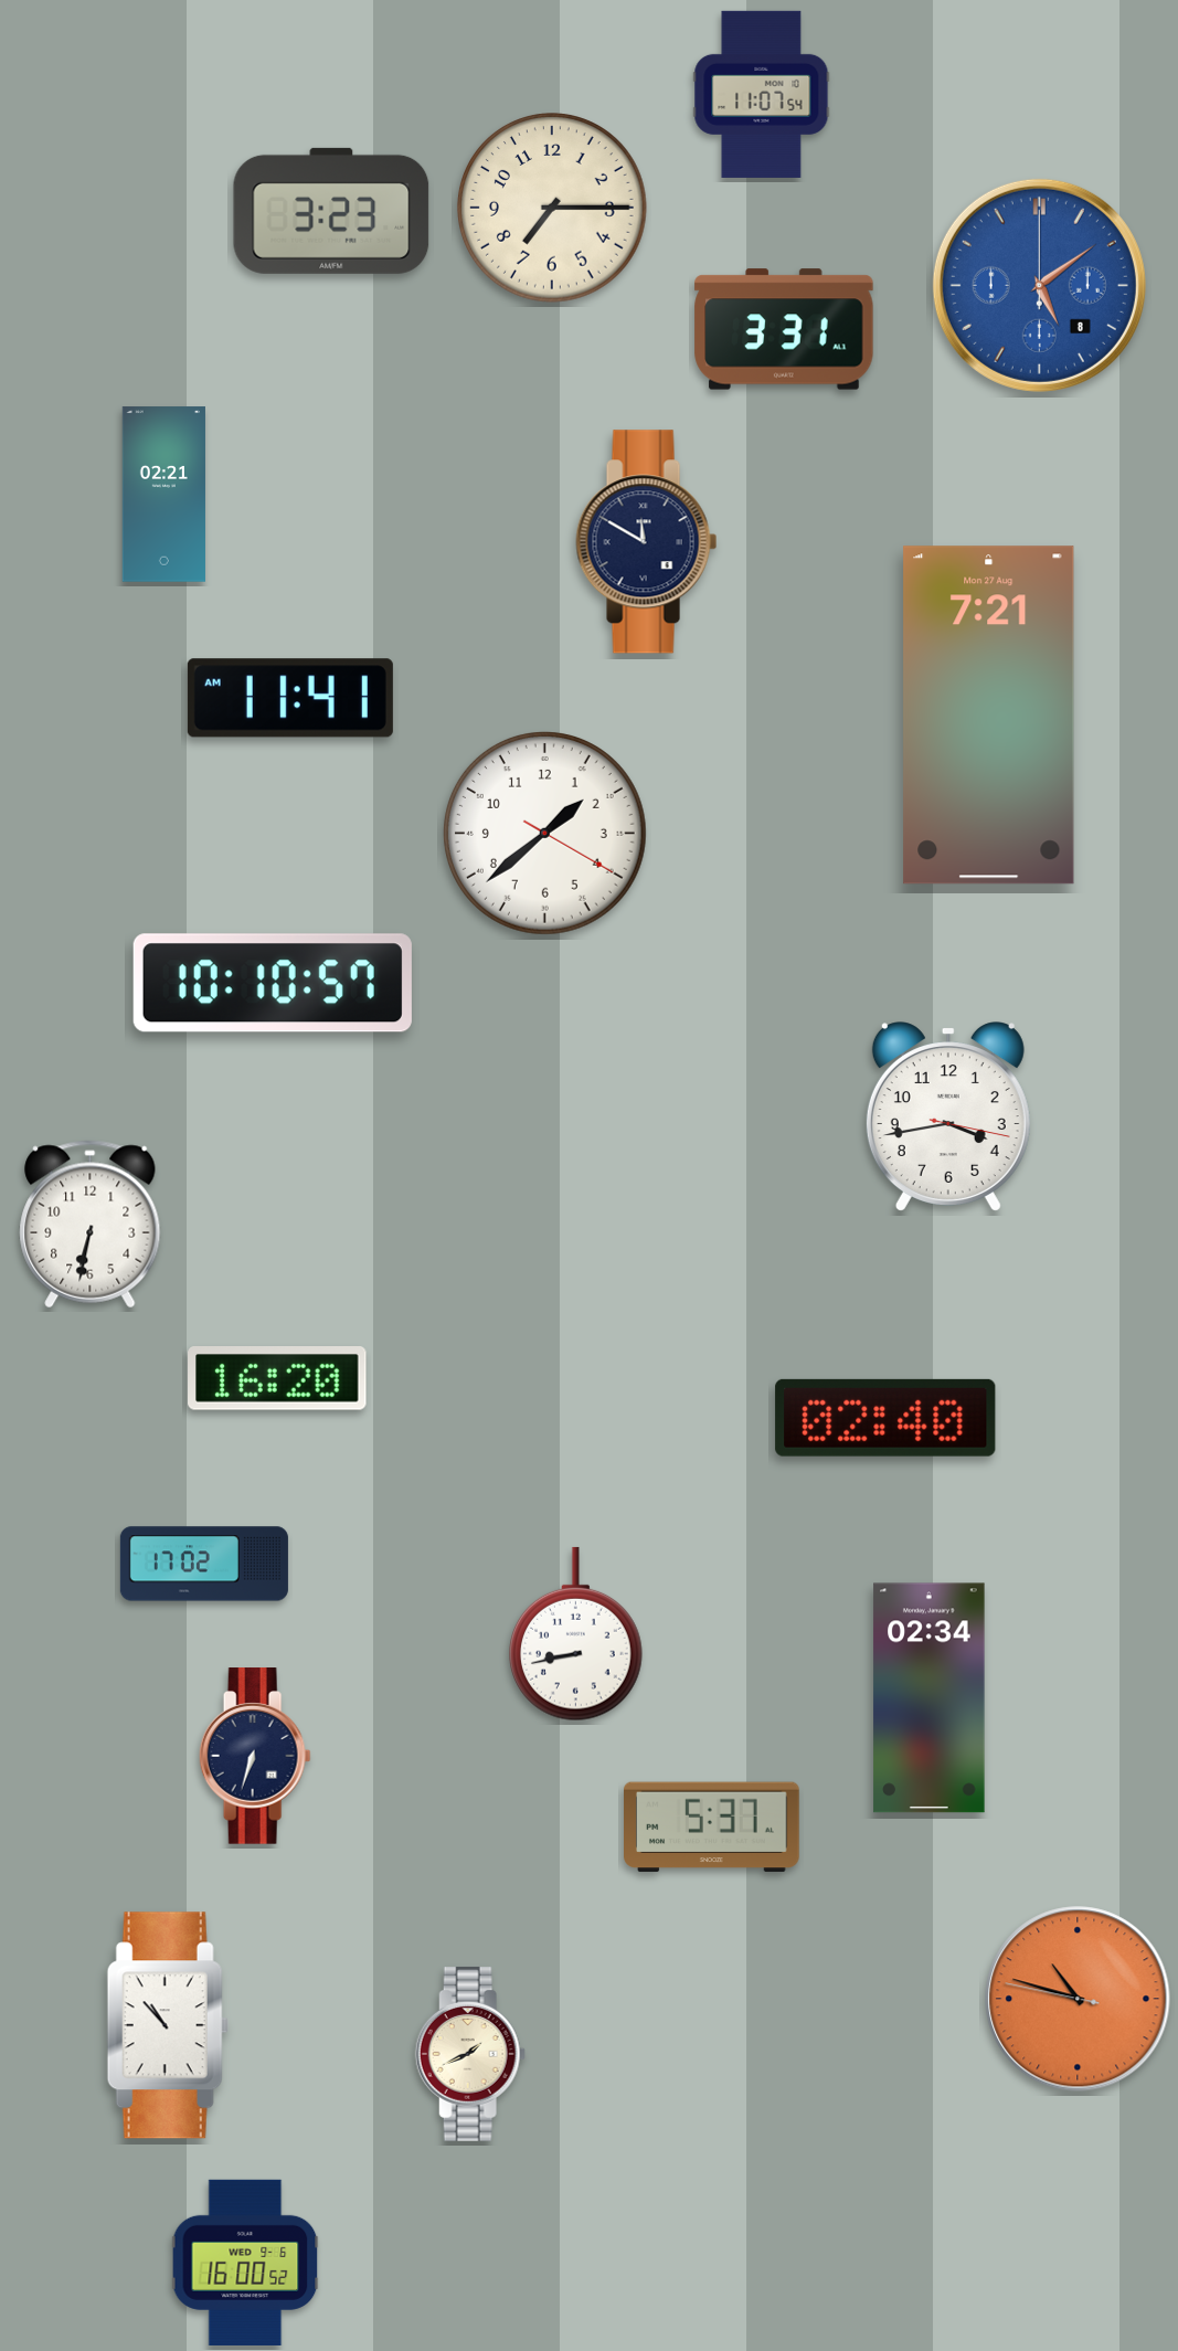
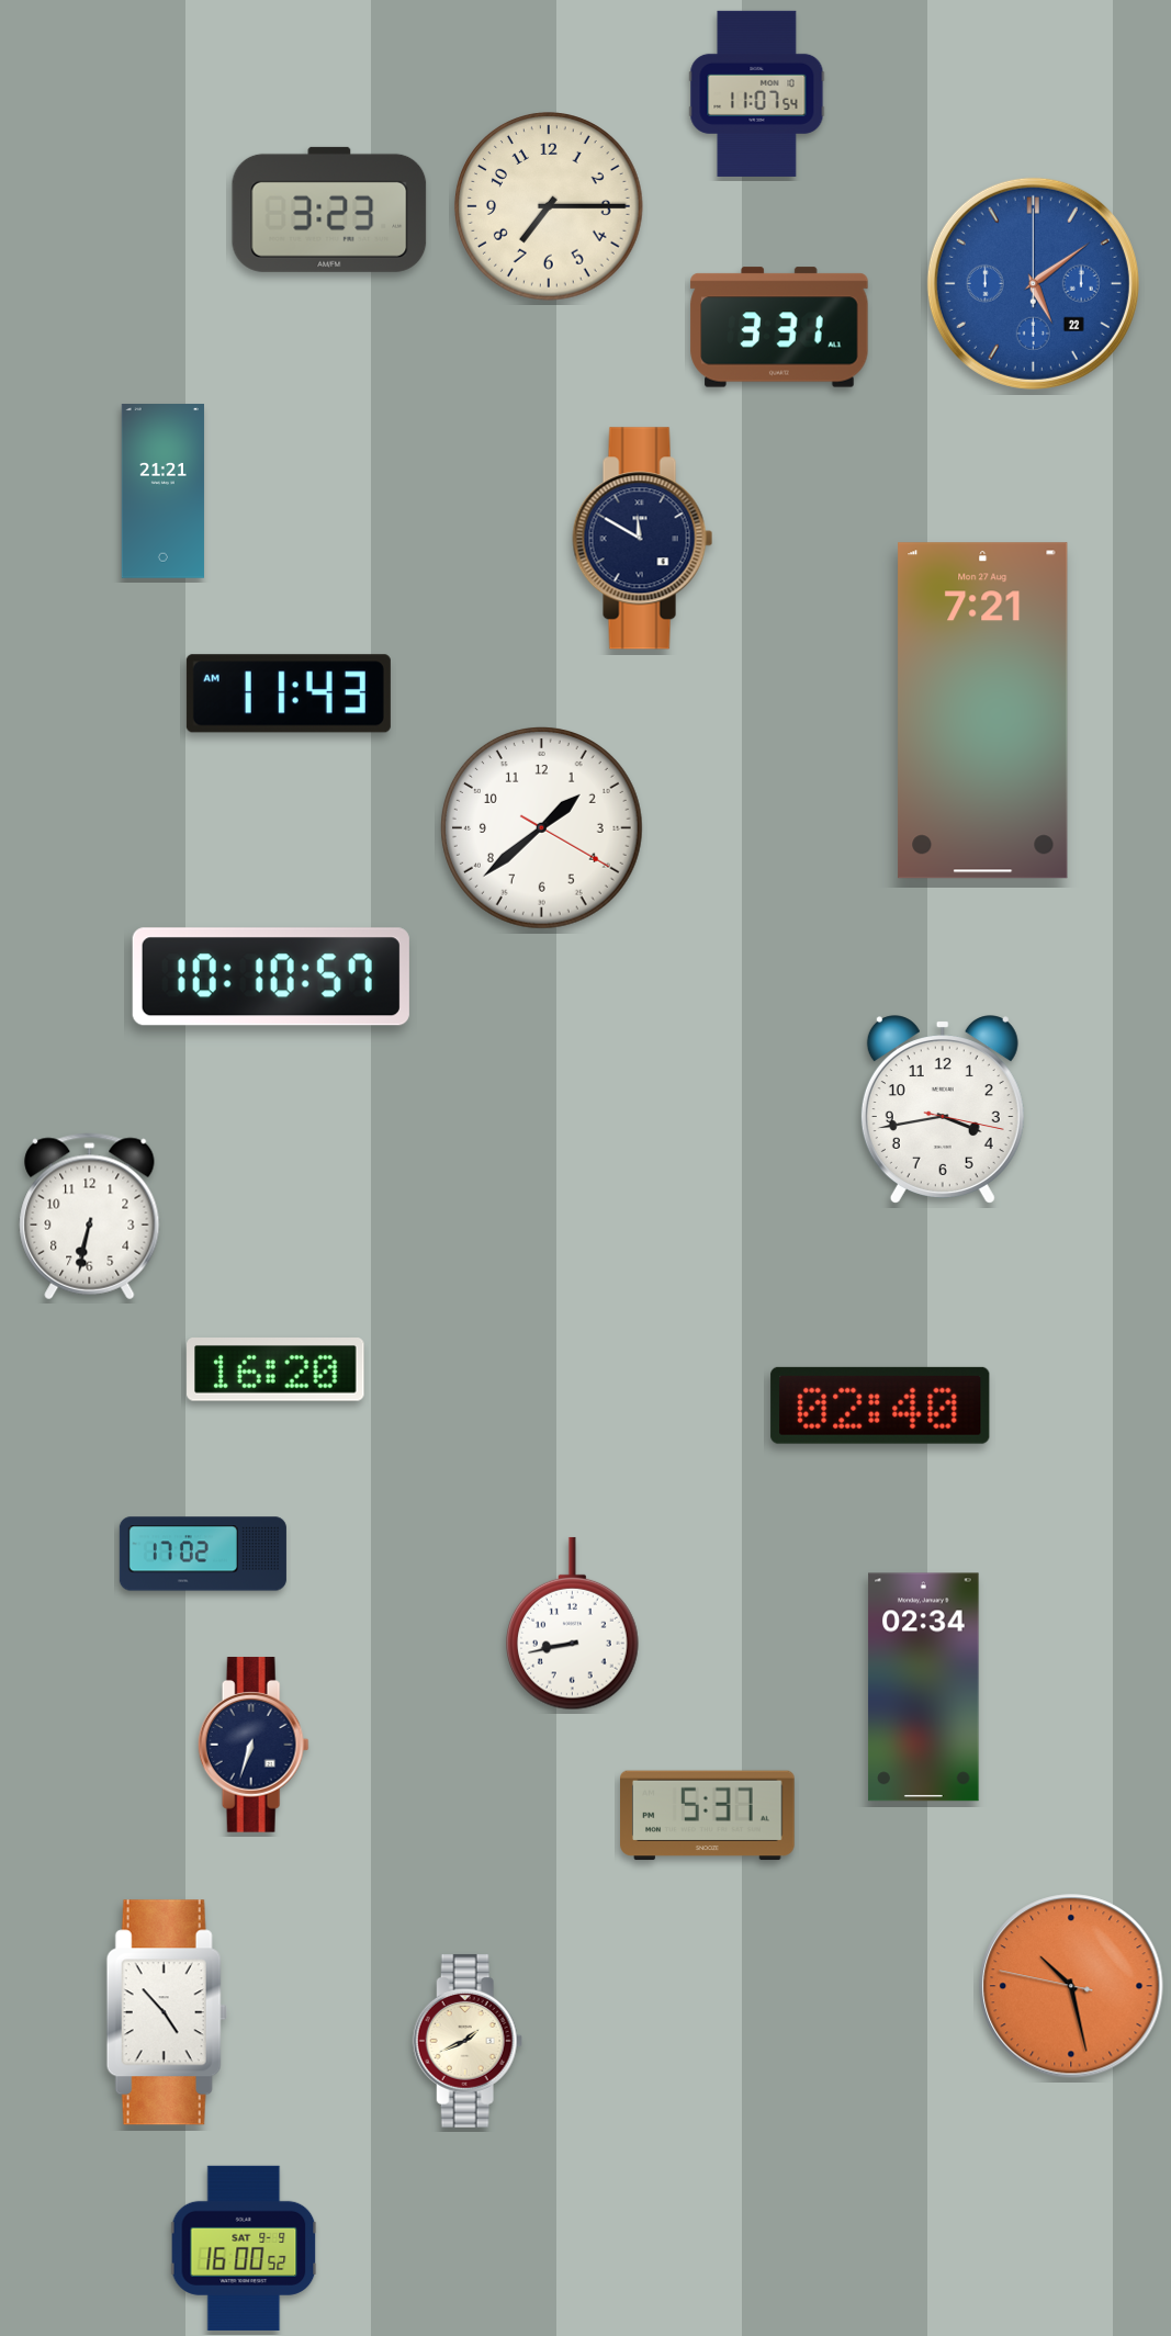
clock at (1039, 285) date: 8 -> 22
clock at (163, 495): 02:21 -> 21:21
clock at (290, 698): 11:41 -> 11:43
clock at (885, 1418) position: (885, 1418) -> (880, 1406)
clock at (1078, 1999): 10:47 -> 10:27
clock at (168, 2025): 10:53 -> 4:53
clock at (245, 2263) date: WED 9-6 -> SAT 9-9
